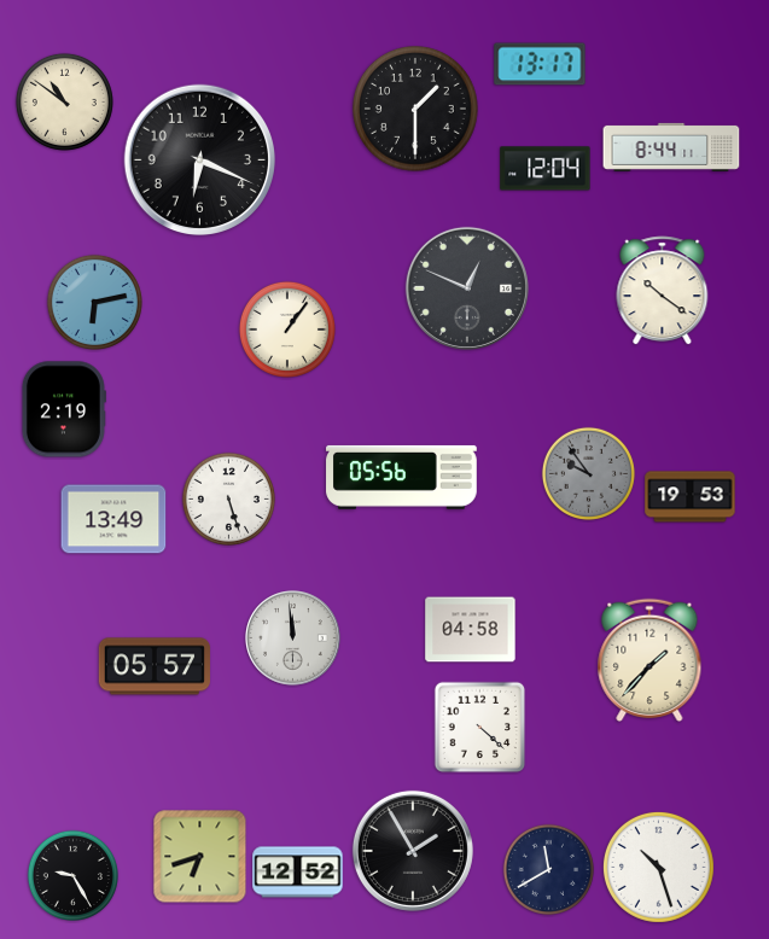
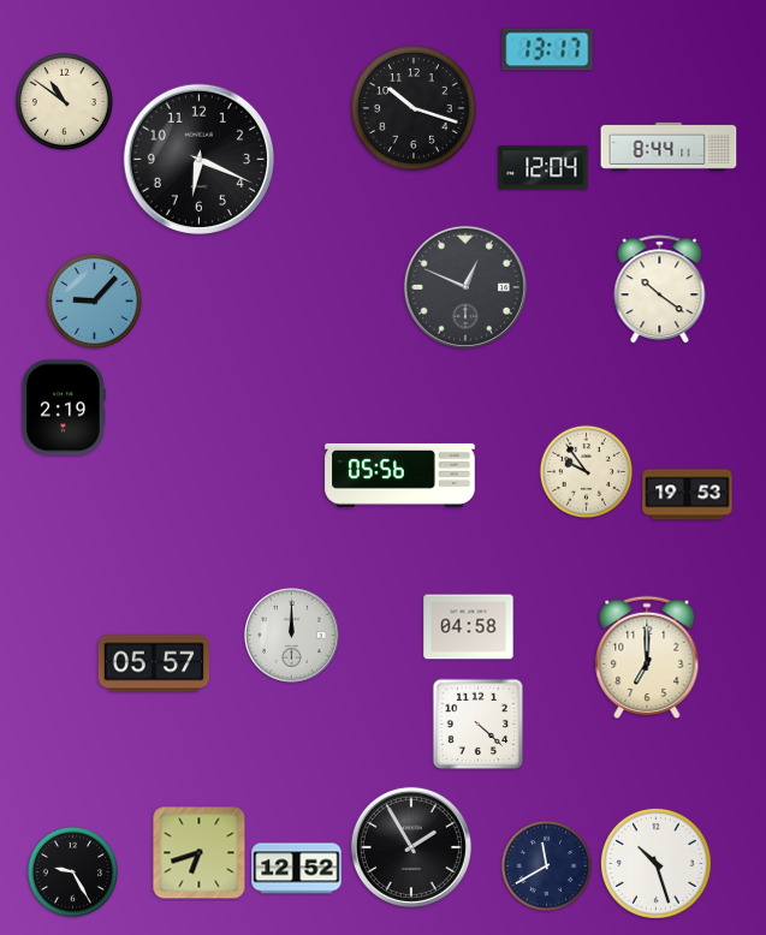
clock at (540, 64) position: (540, 64) -> (547, 49)
clock at (416, 110): 1:30 -> 10:18
clock at (94, 302): 6:13 -> 9:07
clock at (287, 329): 1:06 -> none
clock at (588, 473) dial: grey -> cream
clock at (228, 498): 5:27 -> none
clock at (113, 519): 13:49 -> none
clock at (293, 638): 11:59 -> 12:00
clock at (649, 660): 1:37 -> 7:00
